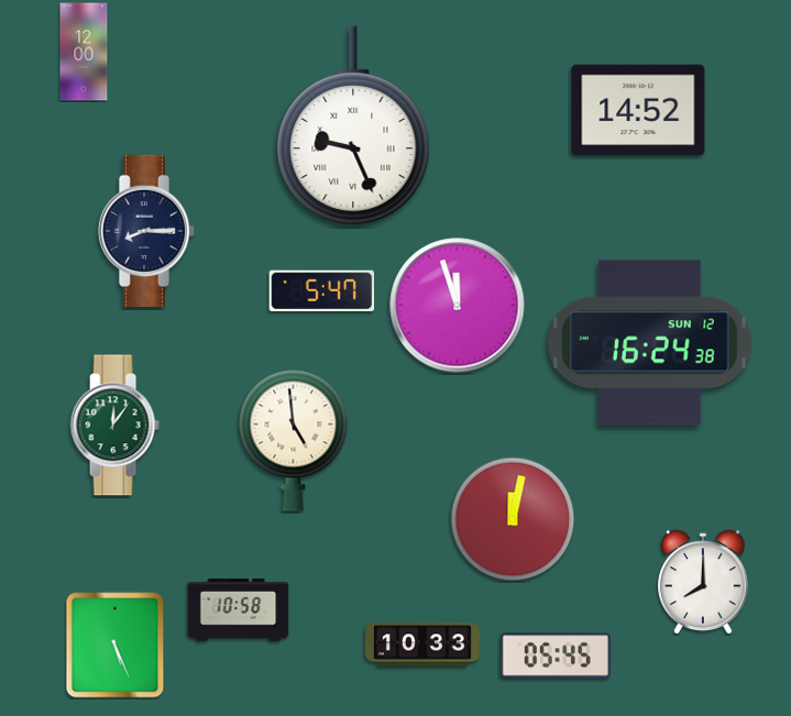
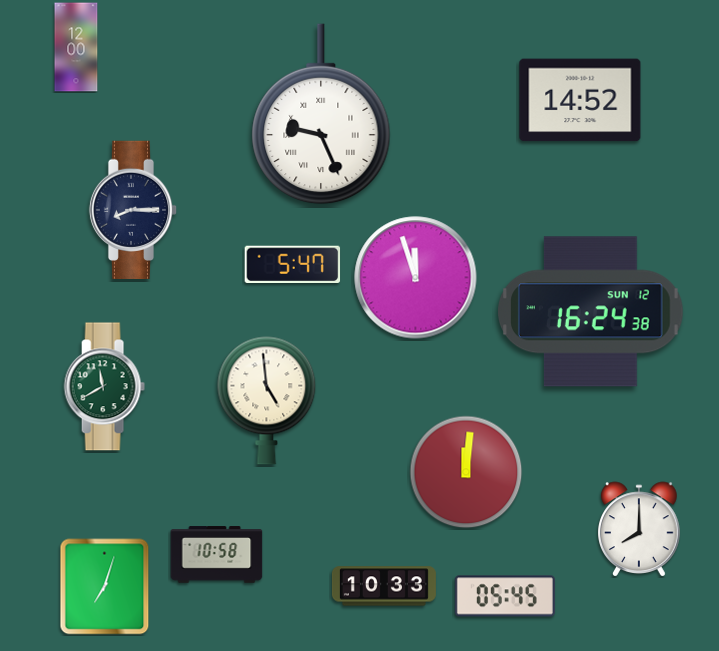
clock at (114, 426): 12:06 -> 11:40
clock at (513, 519): 12:02 -> 12:01
clock at (116, 646): 5:26 -> 7:03
